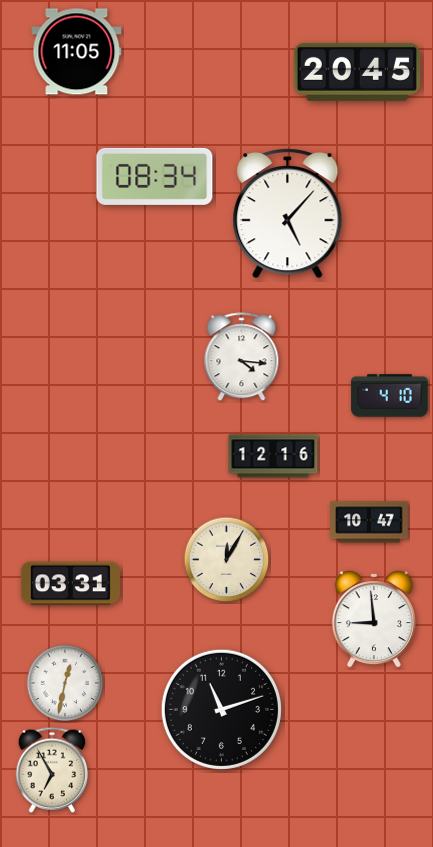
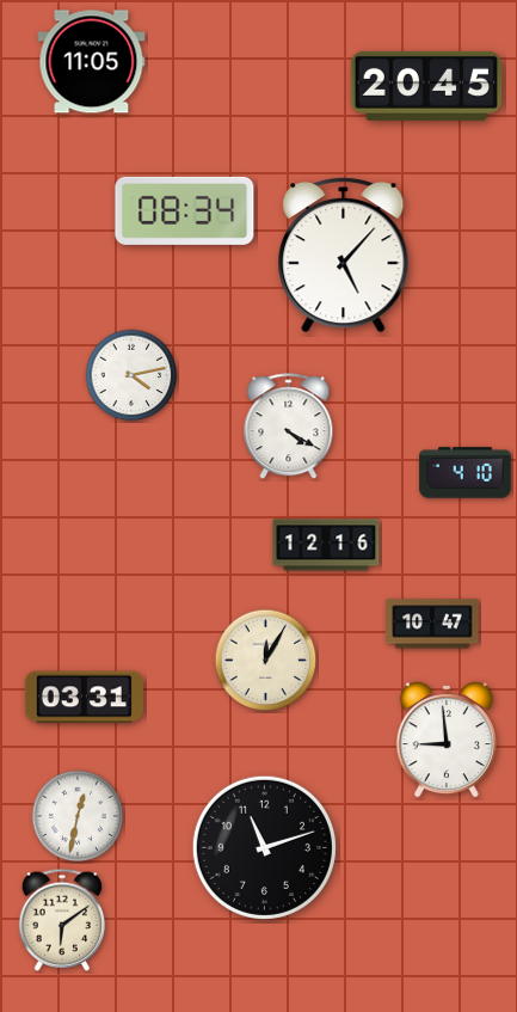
clock at (131, 375): none -> 4:13
clock at (242, 357): 4:16 -> 4:20
clock at (369, 522) position: (369, 522) -> (432, 624)
clock at (227, 560) position: (227, 560) -> (266, 661)
clock at (52, 770): 6:55 -> 6:09
